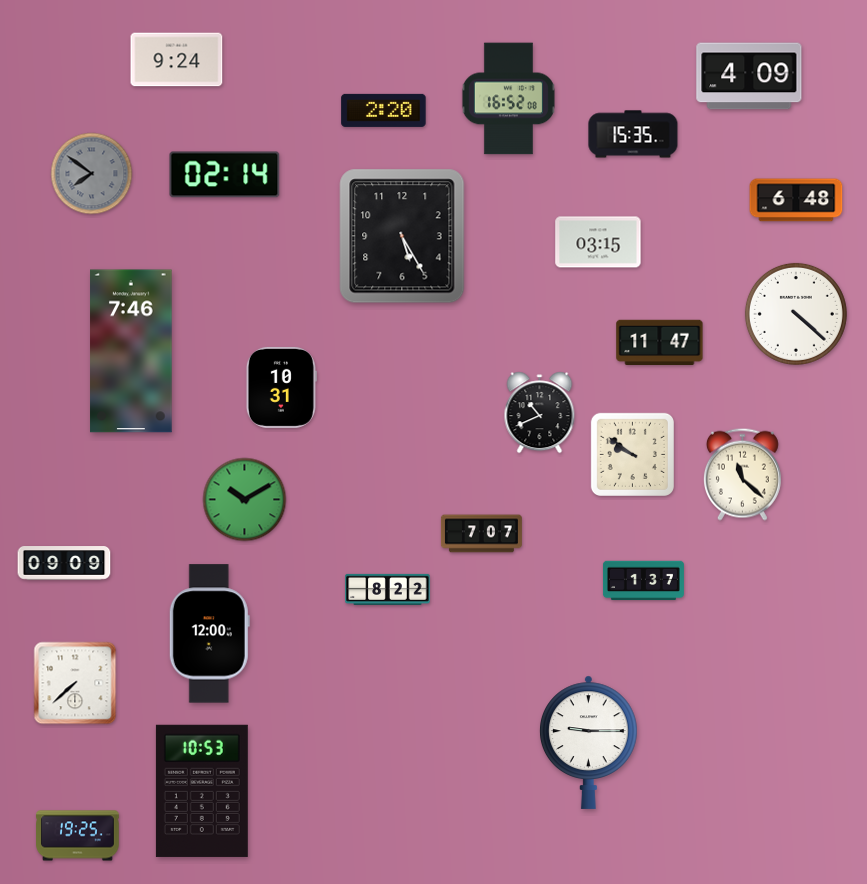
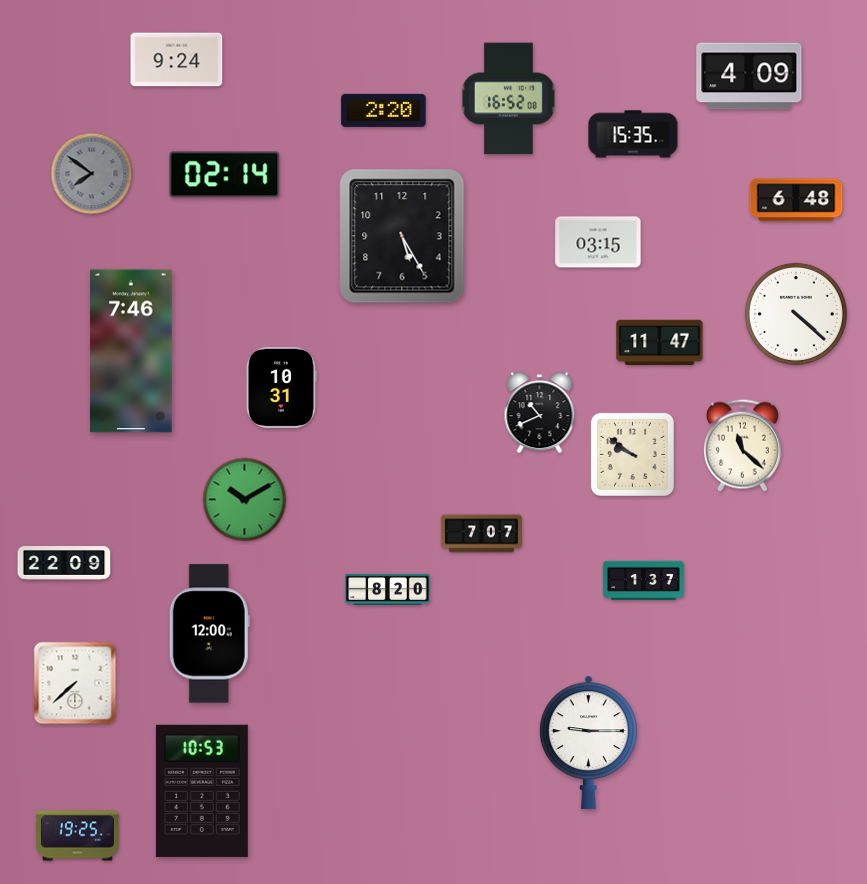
clock at (742, 474) position: (742, 474) -> (742, 445)
clock at (64, 563): 09:09 -> 22:09
clock at (388, 589): 8:22 -> 8:20
